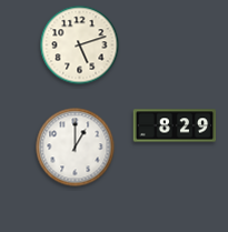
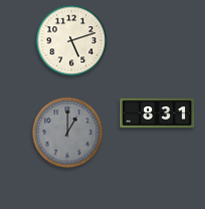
clock at (175, 125): 8:29 -> 8:31
clock at (76, 148) dial: white -> grey
